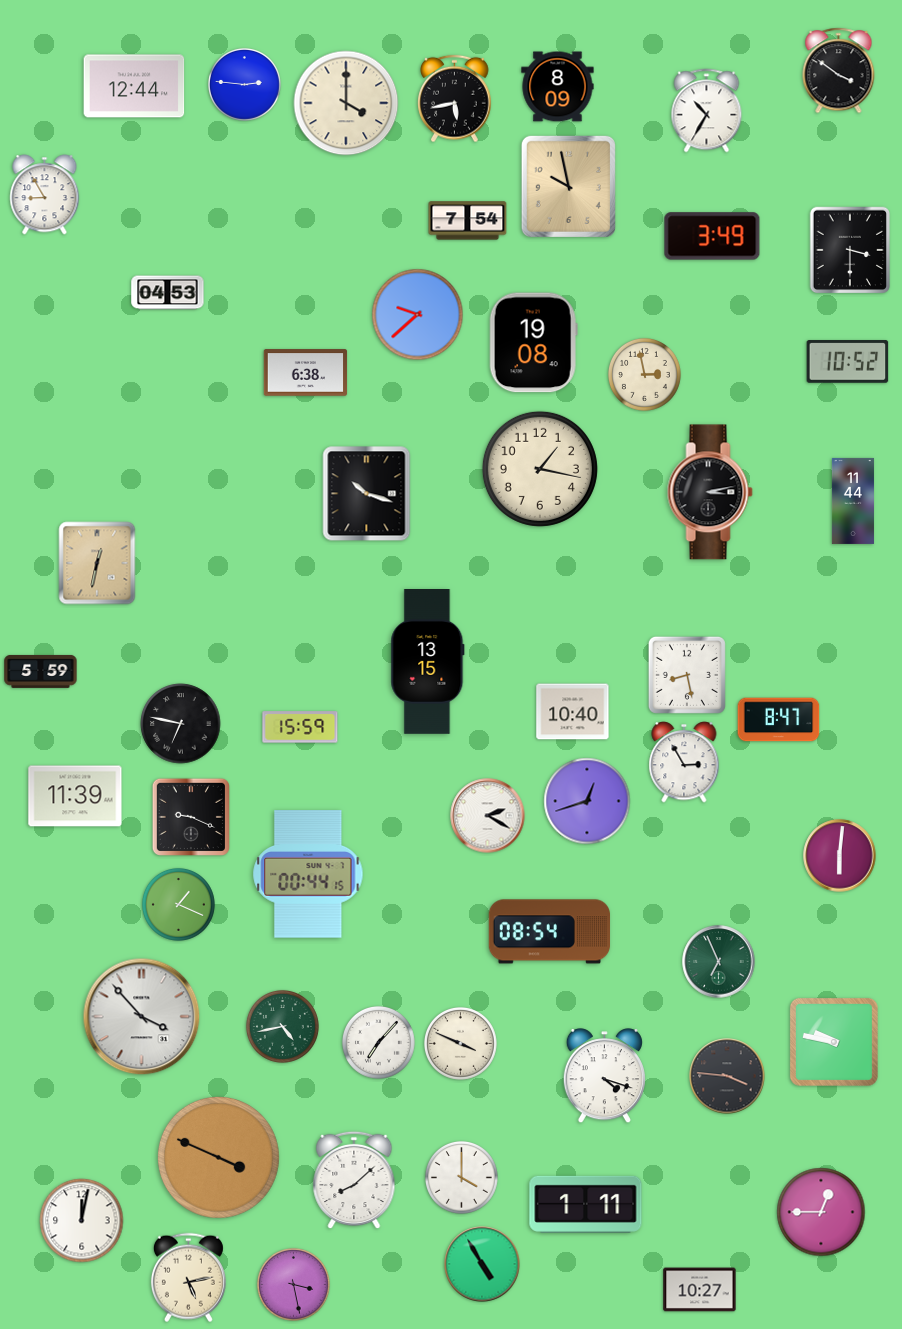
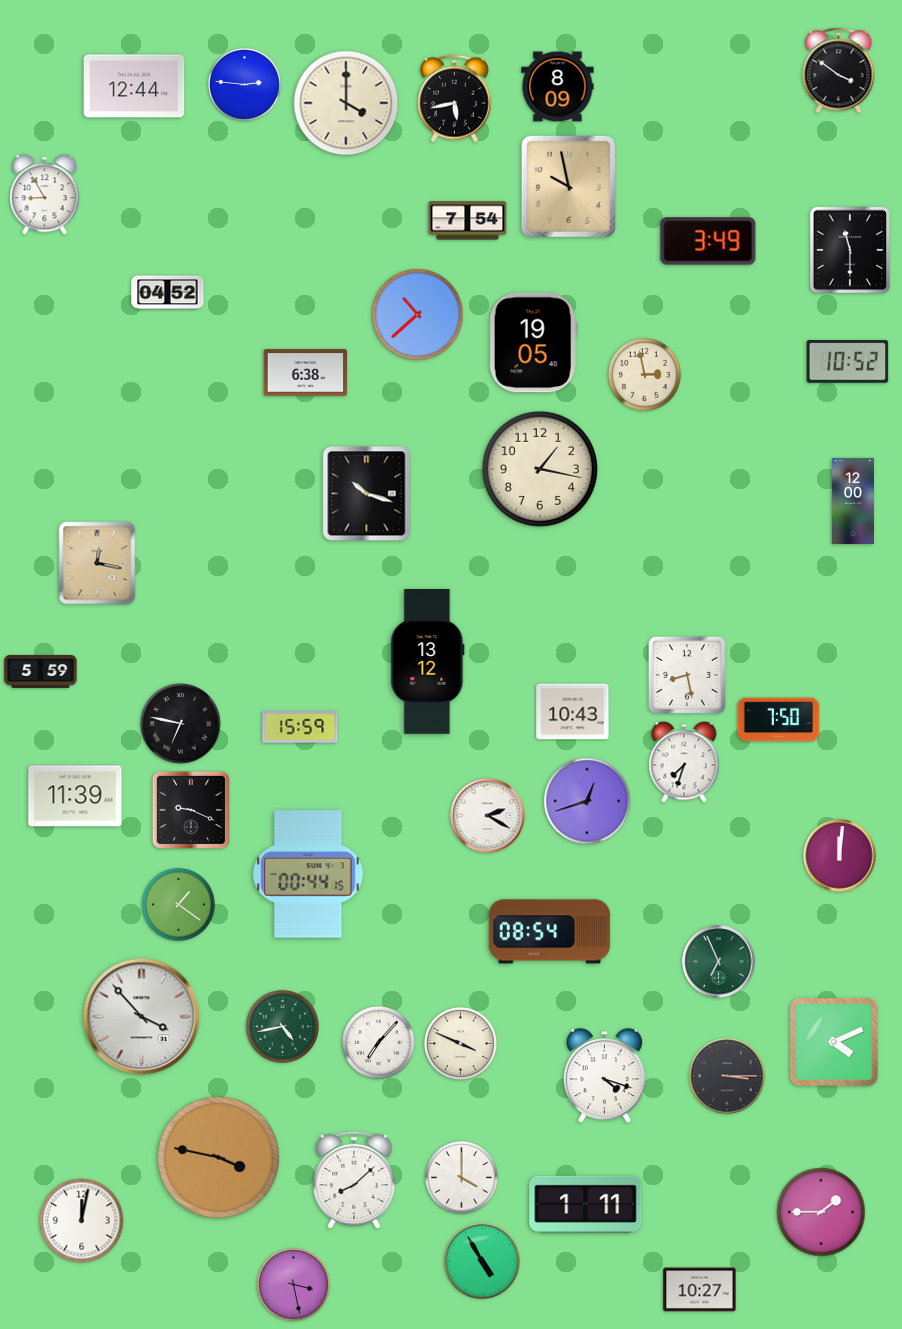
clock at (707, 111): 10:35 -> none
clock at (712, 236) position: (712, 236) -> (708, 241)
clock at (850, 250): 3:30 -> 11:30
clock at (168, 293): 04:53 -> 04:52
clock at (418, 315): 9:38 -> 10:38
clock at (533, 343): 19:08 -> 19:05
clock at (710, 492): 3:13 -> none
clock at (853, 501): 11:44 -> 12:00
clock at (97, 563): 12:32 -> 12:17
clock at (428, 662): 13:15 -> 13:12
clock at (573, 712): 10:40 -> 10:43
clock at (779, 720): 8:47 -> 7:50
clock at (684, 762): 2:55 -> 7:33
clock at (191, 817) position: (191, 817) -> (191, 810)
clock at (840, 856): 6:01 -> 12:01
clock at (178, 904): 1:19 -> 1:21
clock at (834, 1042): 9:47 -> 4:11
clock at (727, 1076): 3:46 -> 3:15
clock at (218, 1157): 3:49 -> 3:47
clock at (821, 1212): 12:45 -> 1:45
clock at (482, 1264) position: (482, 1264) -> (482, 1261)
clock at (188, 1278): 5:13 -> none
